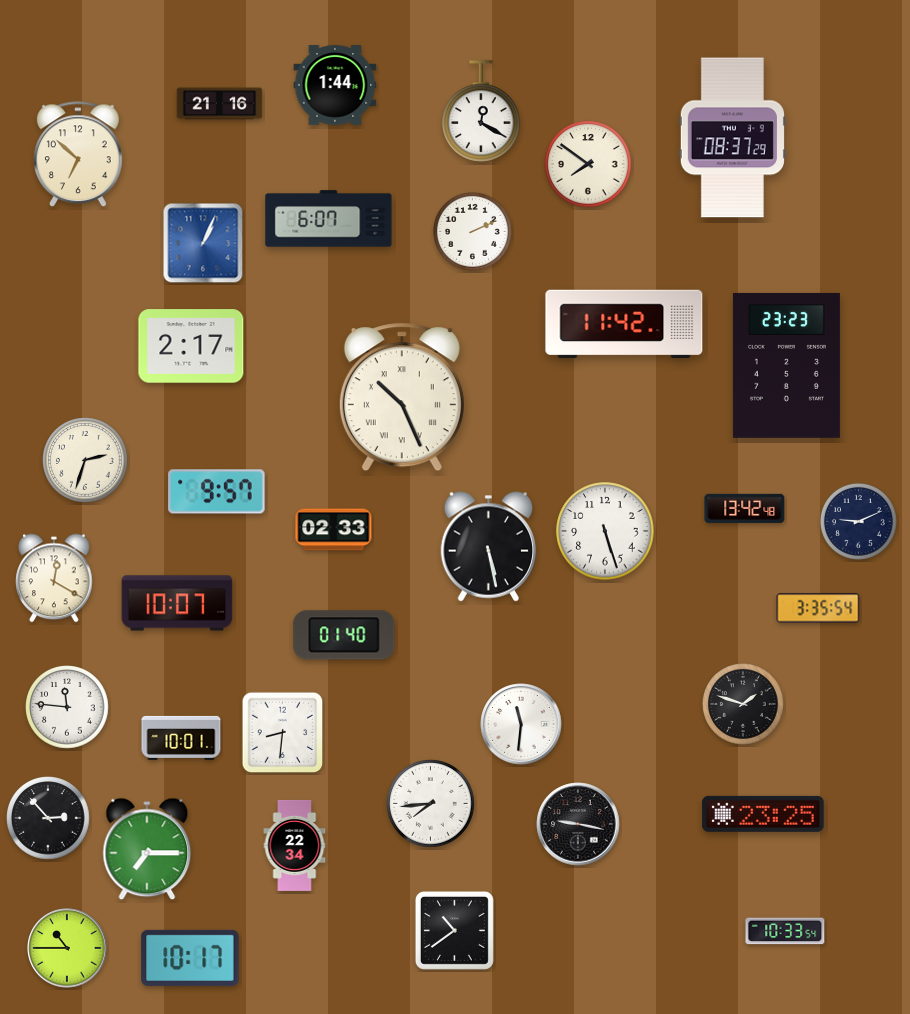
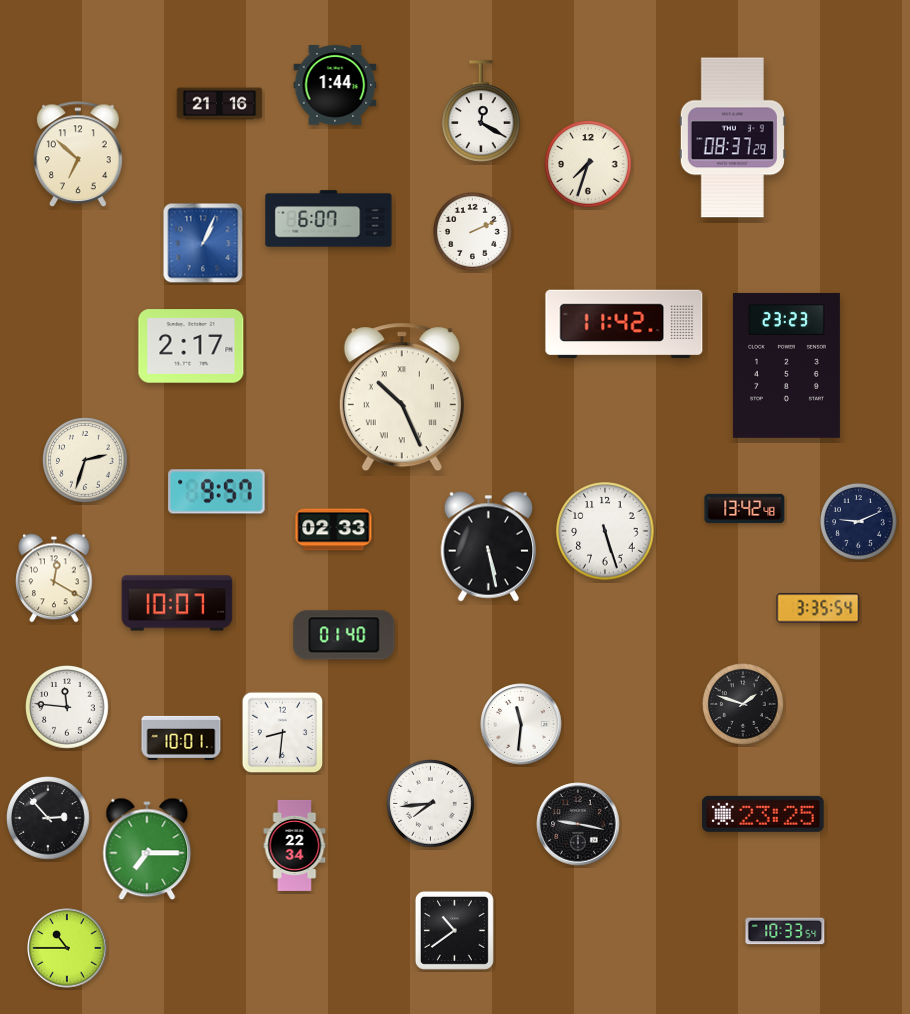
clock at (588, 164): 7:51 -> 7:33
clock at (190, 958): 10:17 -> none
